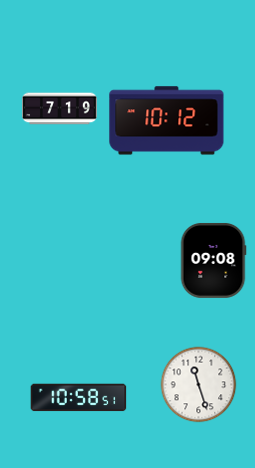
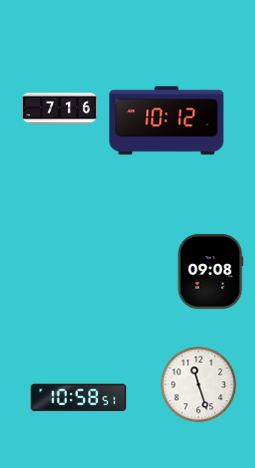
clock at (60, 109): 7:19 -> 7:16
clock at (213, 260) position: (213, 260) -> (210, 271)
